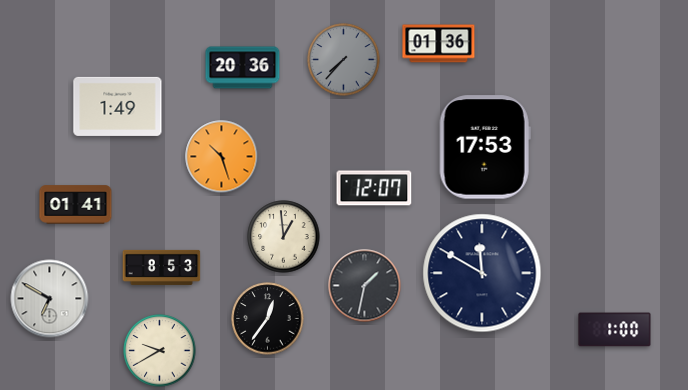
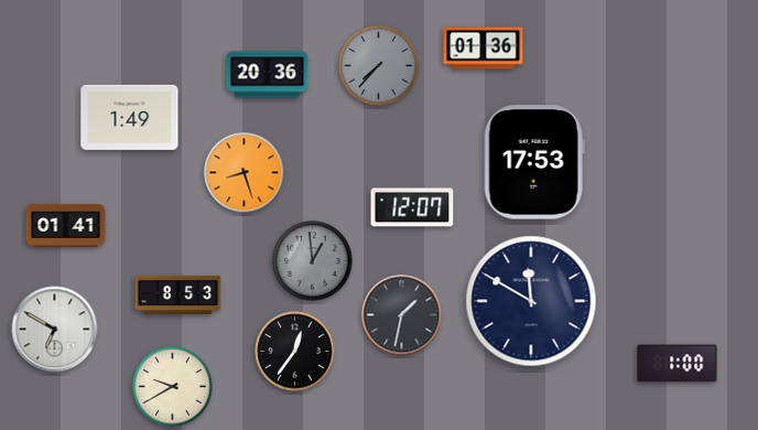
clock at (222, 157): 10:27 -> 8:27
clock at (76, 205) position: (76, 205) -> (66, 226)
clock at (284, 237) dial: cream -> grey
clock at (160, 351) position: (160, 351) -> (173, 387)
